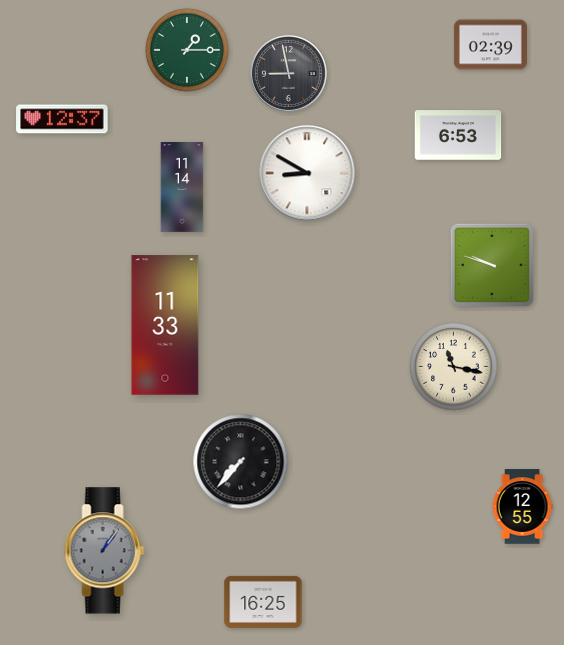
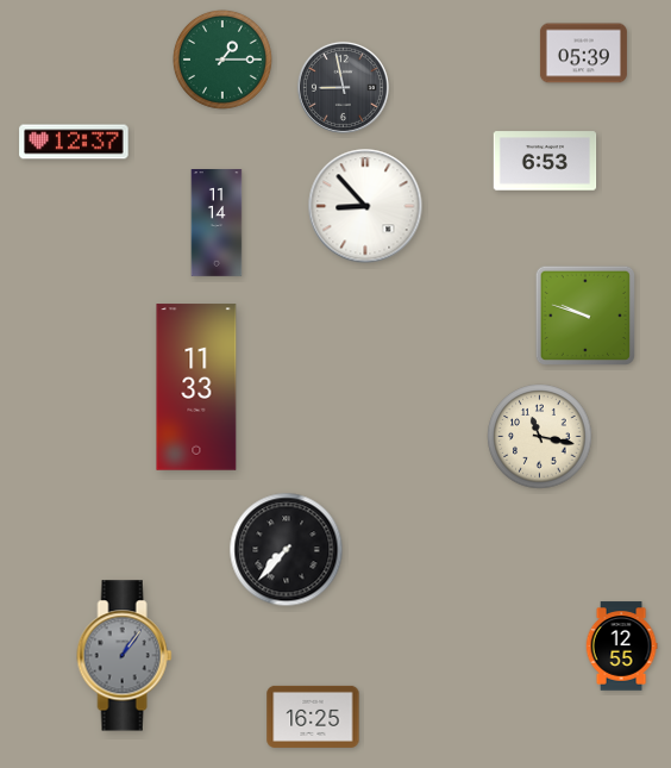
clock at (490, 45): 02:39 -> 05:39
clock at (307, 173): 8:50 -> 8:53
clock at (522, 507) position: (522, 507) -> (621, 647)
